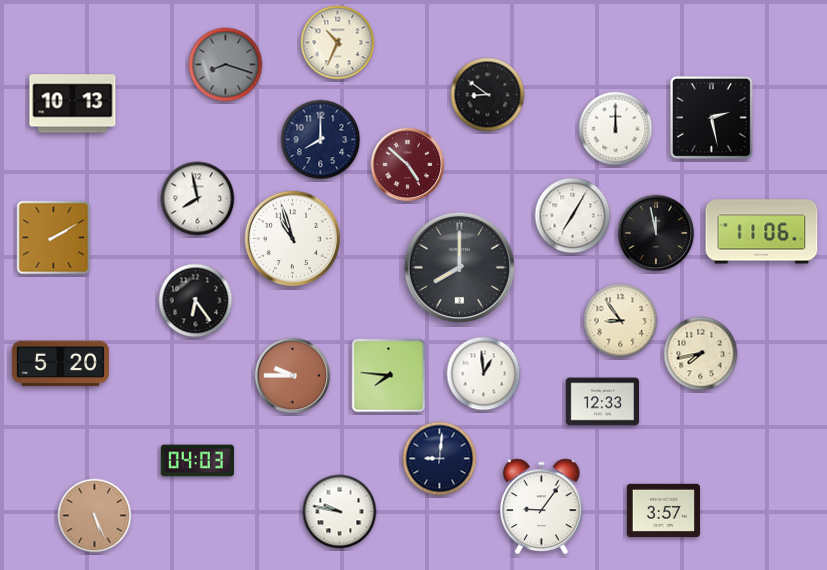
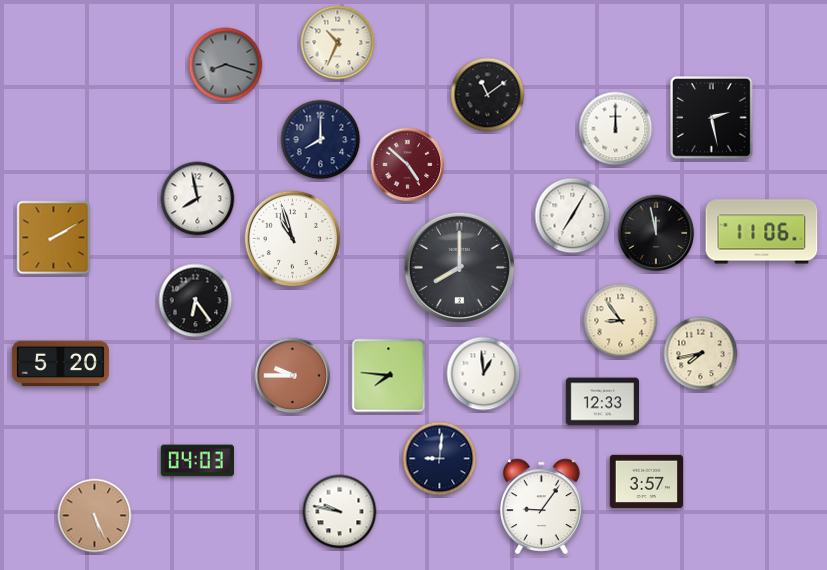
clock at (488, 95): 8:51 -> 11:09
clock at (73, 104): 10:13 -> none
clock at (663, 511) position: (663, 511) -> (646, 482)
